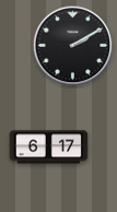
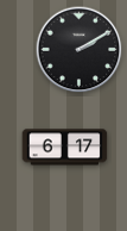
clock at (49, 148) position: (49, 148) -> (65, 148)
